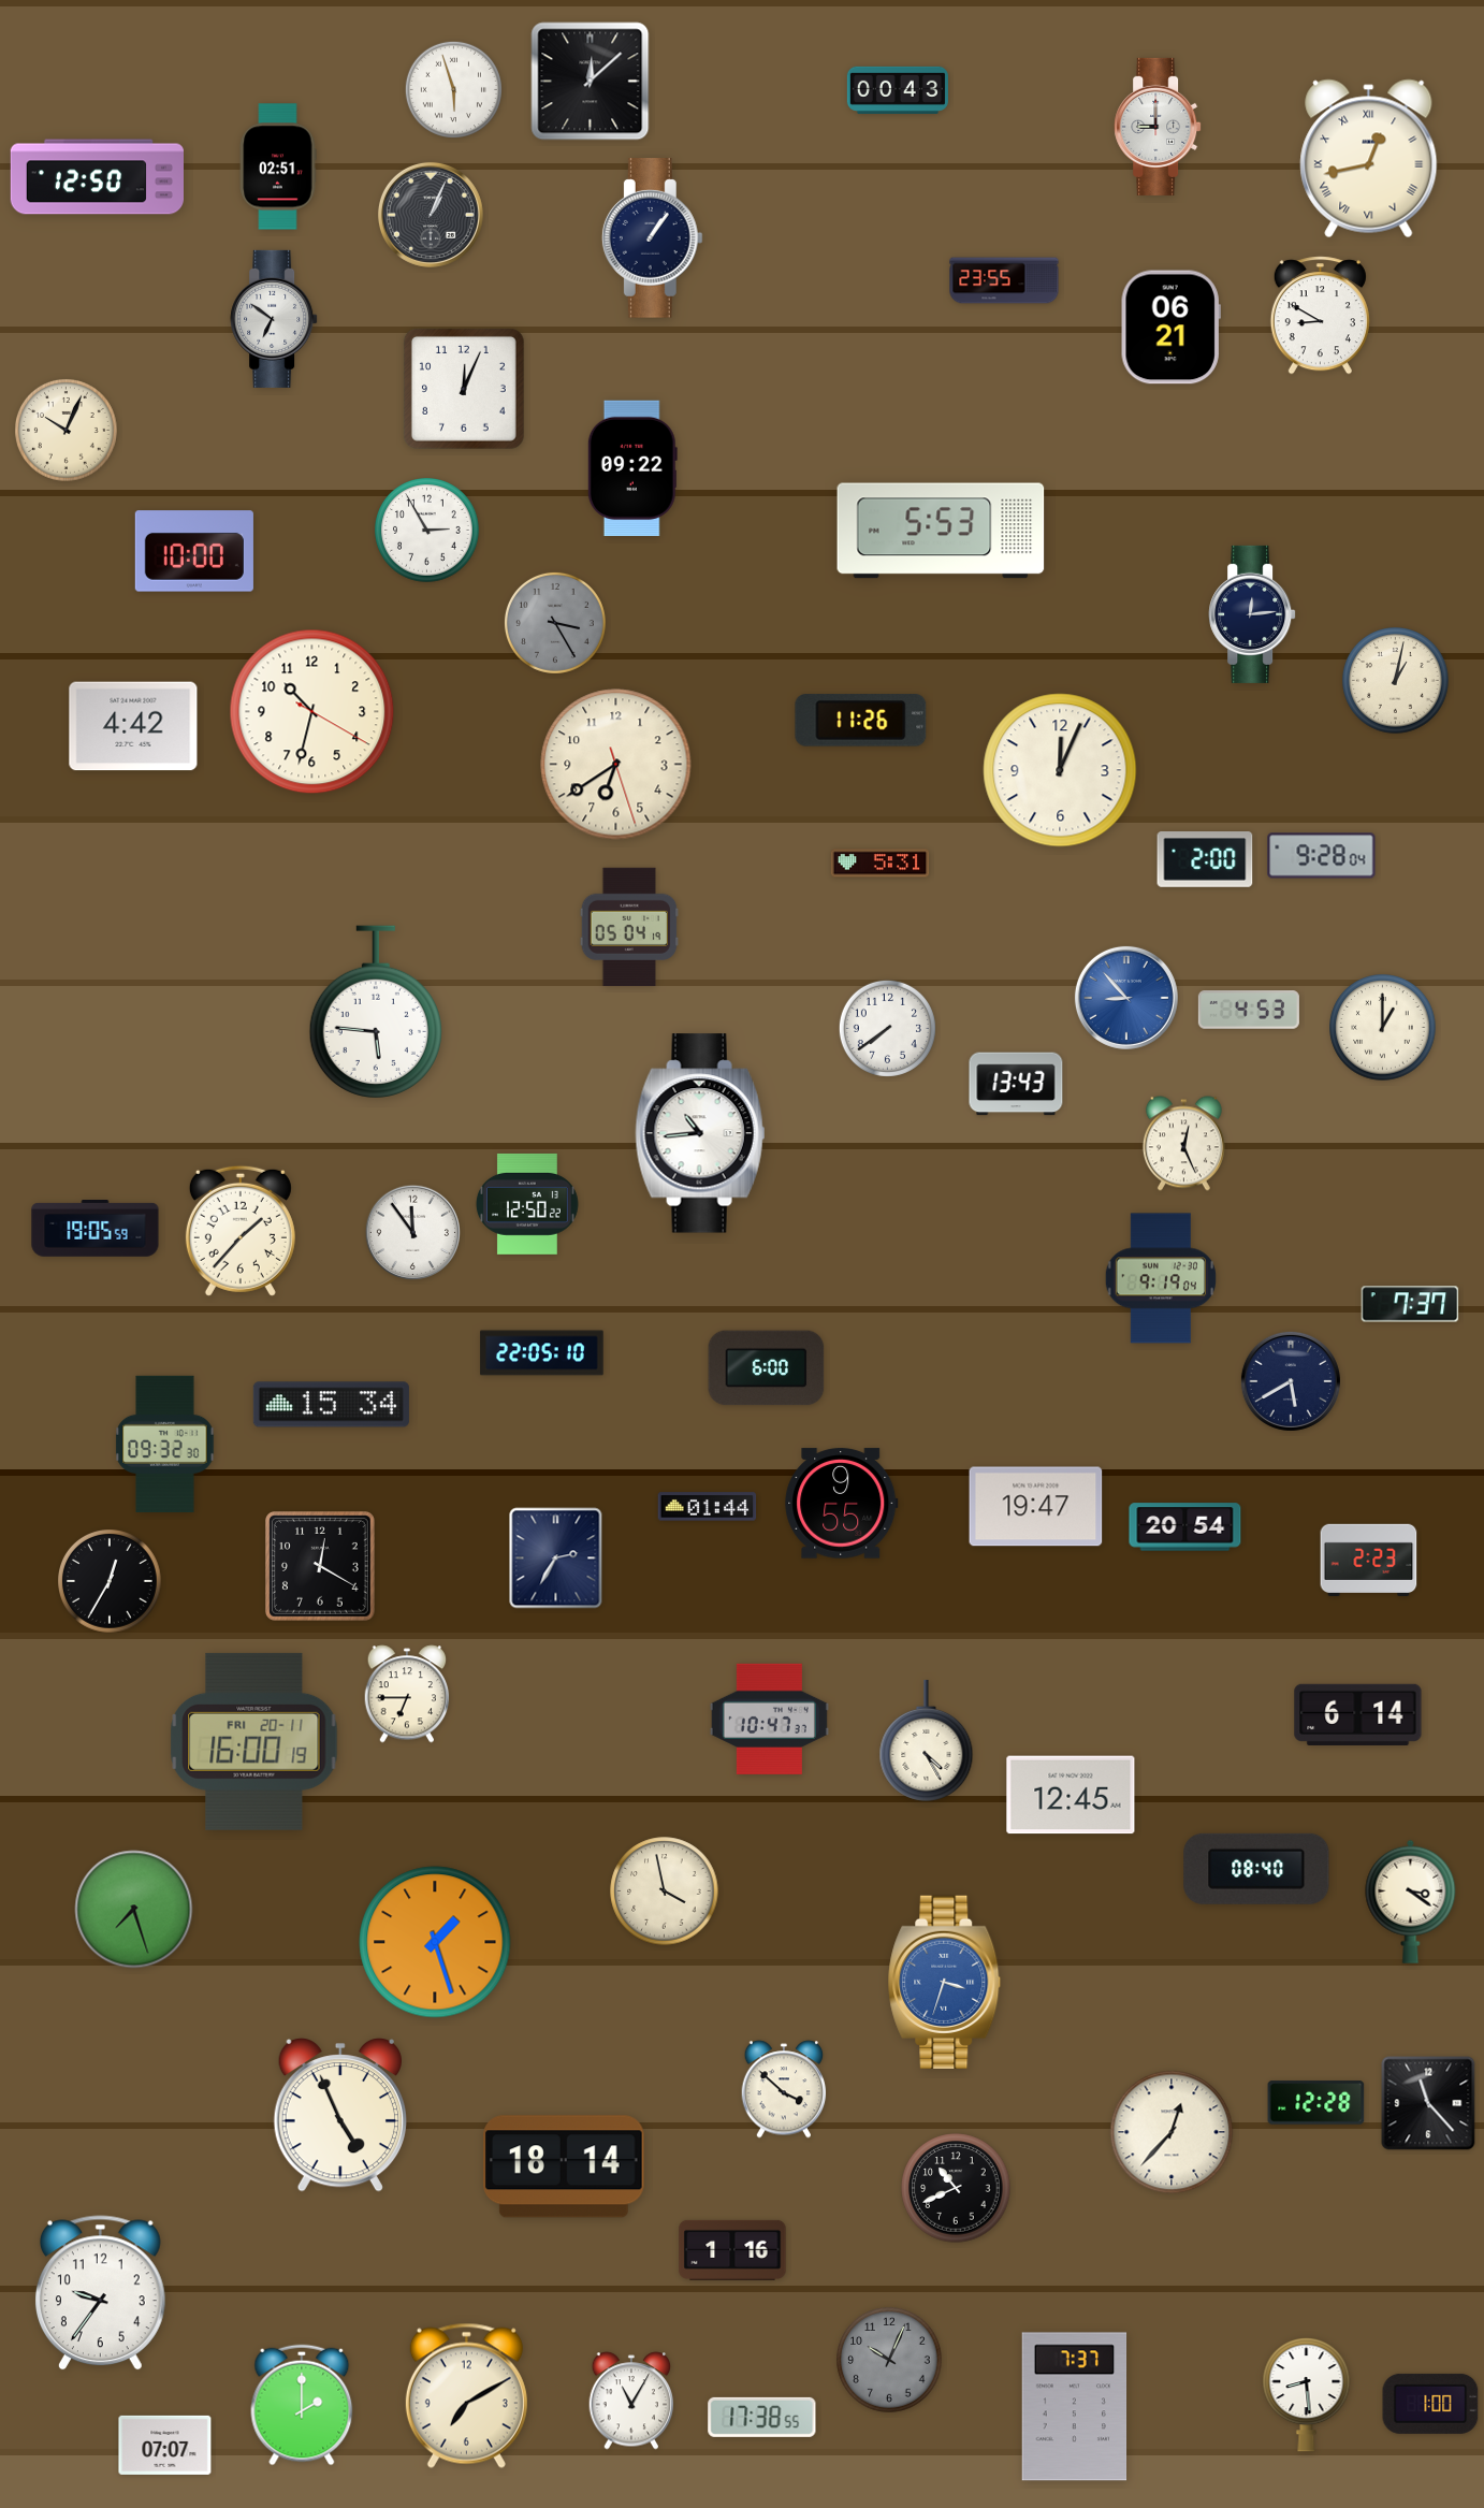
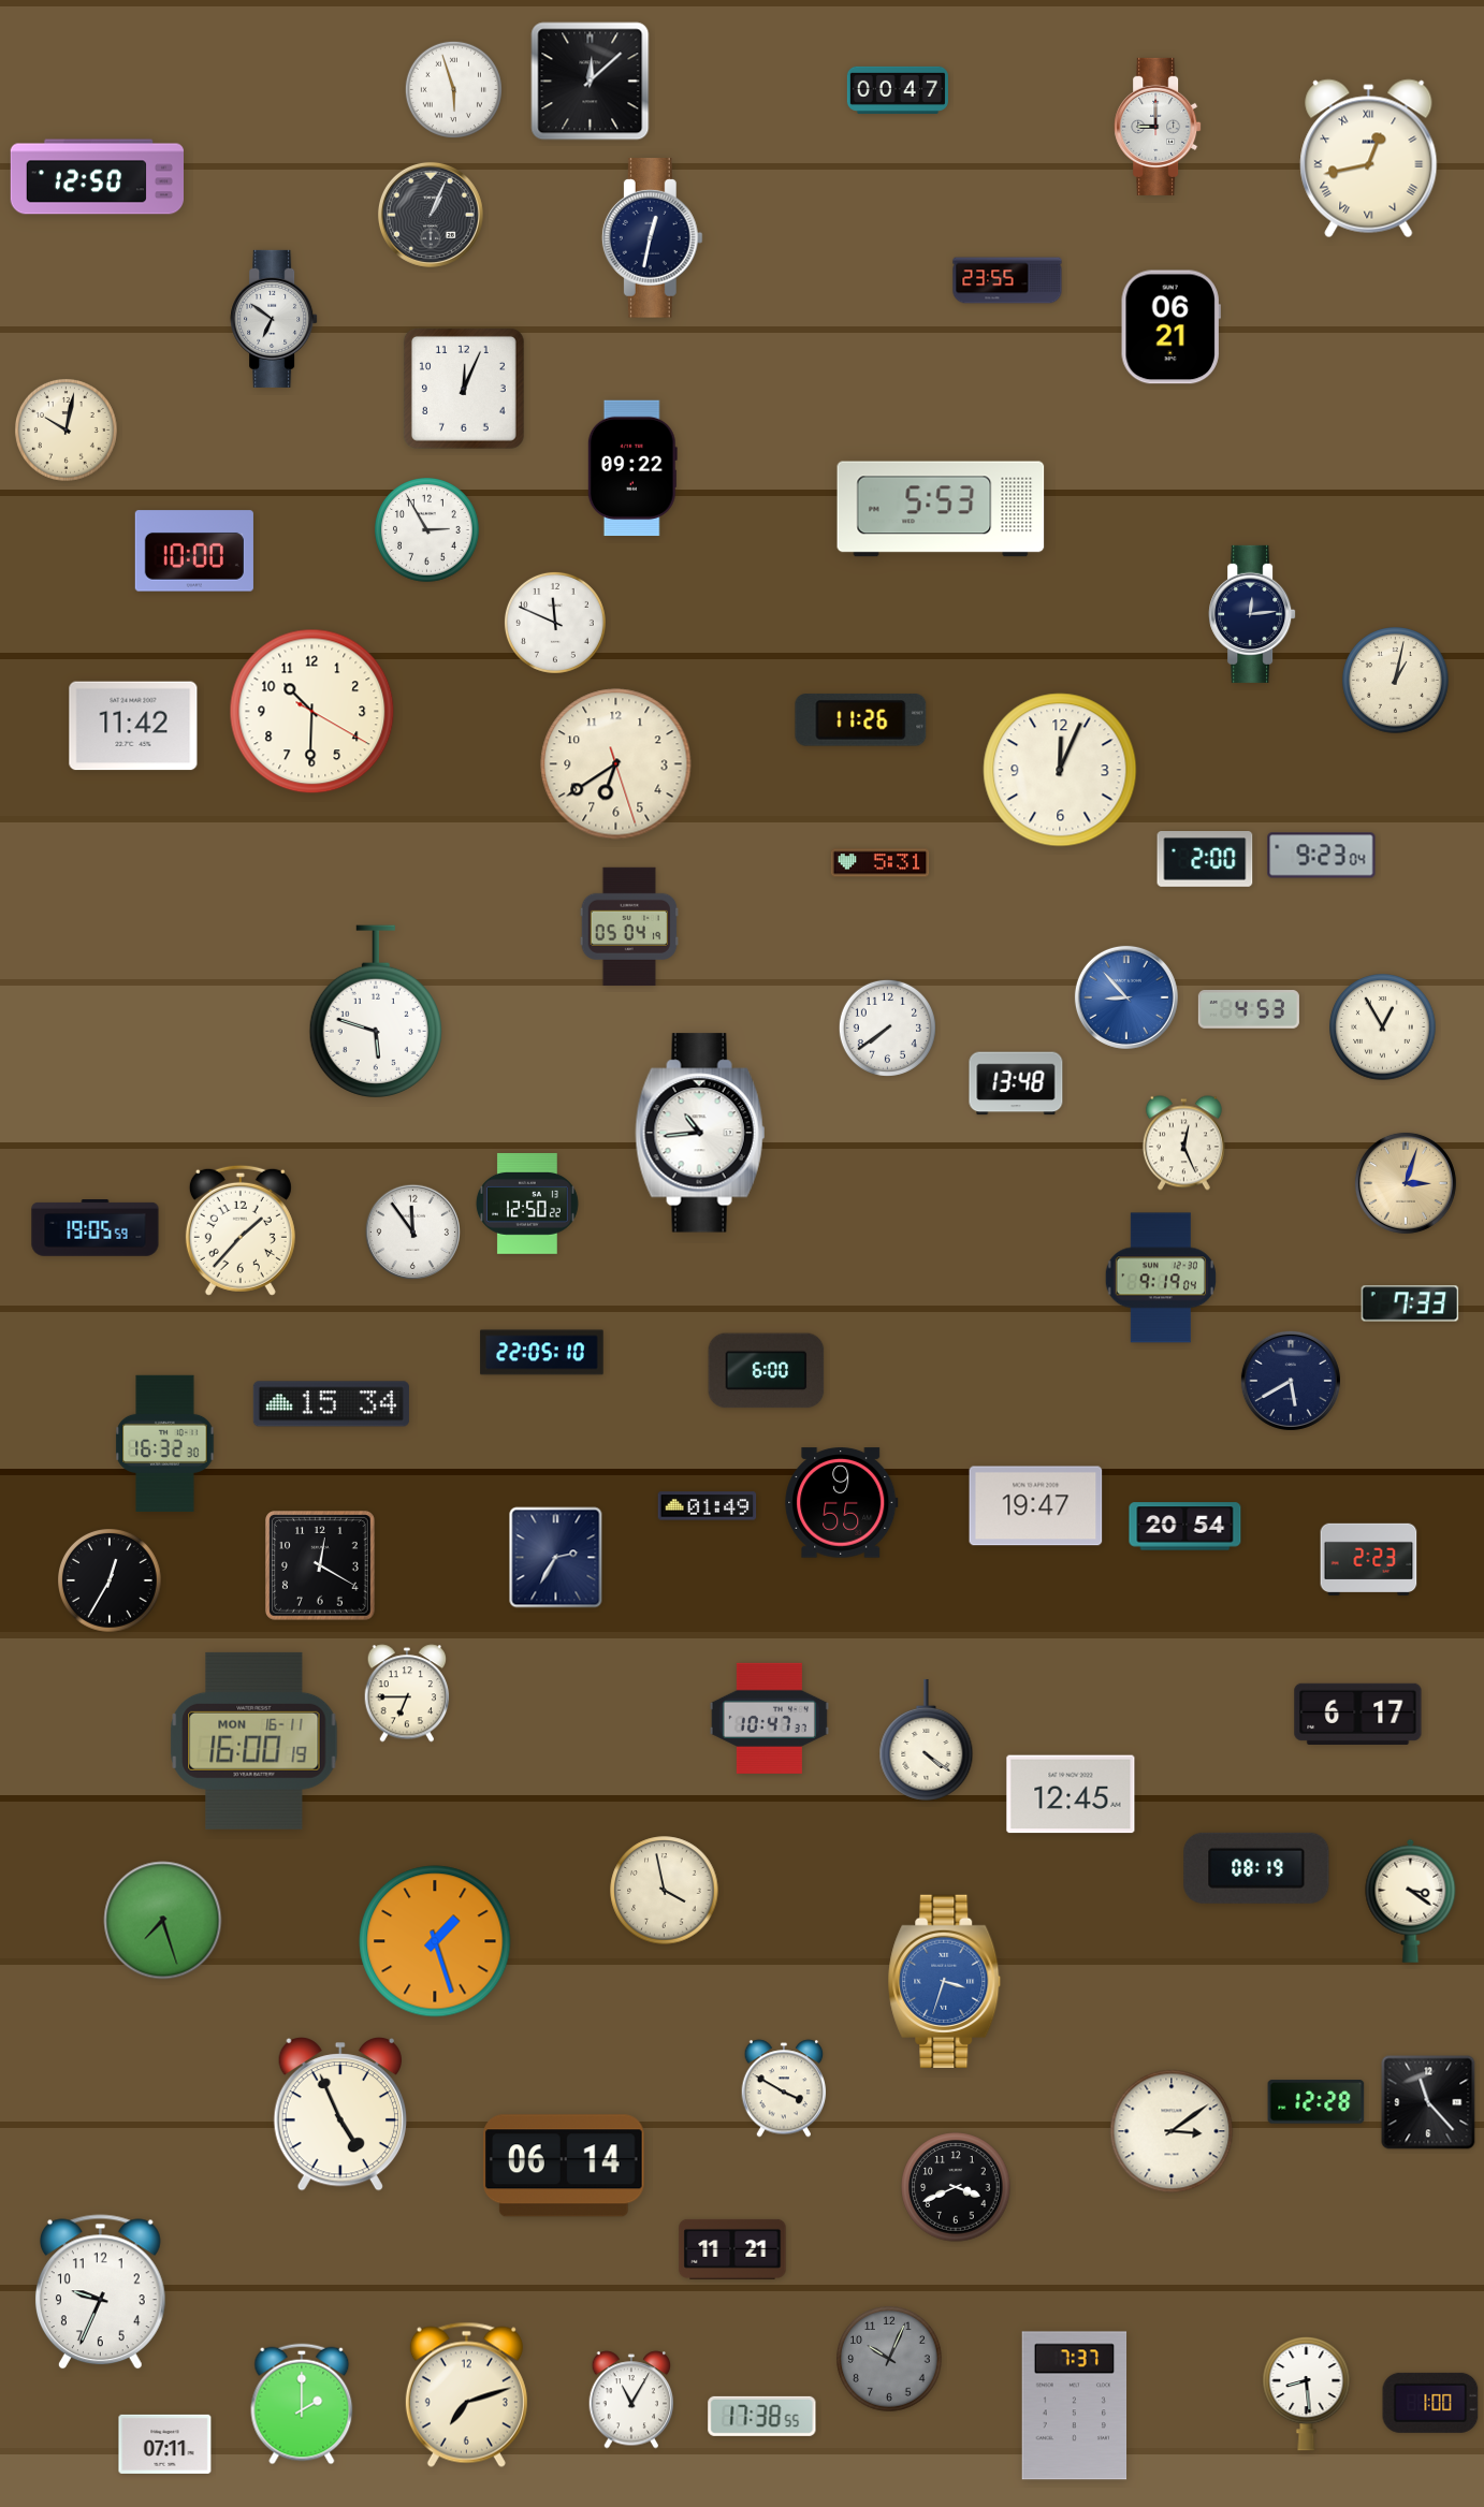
clock at (898, 90): 00:43 -> 00:47
clock at (278, 166): 02:51 -> none
clock at (652, 238): 1:06 -> 12:32
clock at (1004, 280) position: (1004, 280) -> (1007, 280)
clock at (1320, 316): 8:50 -> none
clock at (66, 430): 10:04 -> 10:02
clock at (941, 531) position: (941, 531) -> (941, 509)
clock at (555, 623): 3:25 -> 11:49
clock at (555, 623) dial: grey -> white
clock at (312, 712): 10:32 -> 10:30
clock at (133, 726): 4:42 -> 11:42
clock at (1322, 856): 9:28 -> 9:23
clock at (376, 1012): 5:46 -> 5:48
clock at (1383, 1028): 1:00 -> 12:55
clock at (1016, 1084): 13:43 -> 13:48
clock at (1406, 1183): none -> 3:03
clock at (1410, 1304): 7:37 -> 7:33
clock at (767, 1368) position: (767, 1368) -> (767, 1371)
clock at (165, 1444): 09:32 -> 16:32
clock at (708, 1507): 01:44 -> 01:49
clock at (1358, 1714): 6:14 -> 6:17
clock at (927, 1740): 4:25 -> 4:21
clock at (254, 1741) date: FRI 20-11 -> MON 16-11
clock at (1256, 1869): 08:40 -> 08:19
clock at (134, 1910) position: (134, 1910) -> (163, 1921)
clock at (784, 2089): 3:52 -> 3:50
clock at (1172, 2132): 12:37 -> 3:09
clock at (564, 2166): 18:14 -> 06:14
clock at (956, 2188): 10:41 -> 3:41
clock at (732, 2250): 1:16 -> 11:21
clock at (100, 2293): 9:36 -> 9:34
clock at (466, 2395): 7:10 -> 7:12
clock at (165, 2445): 07:07 -> 07:11
